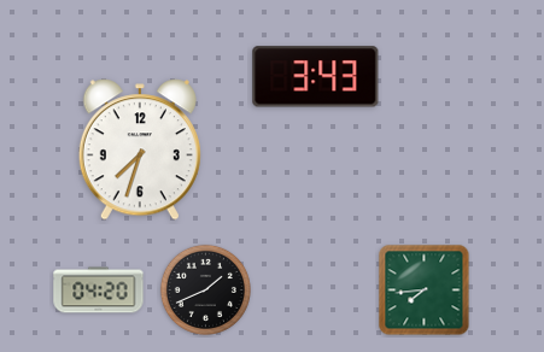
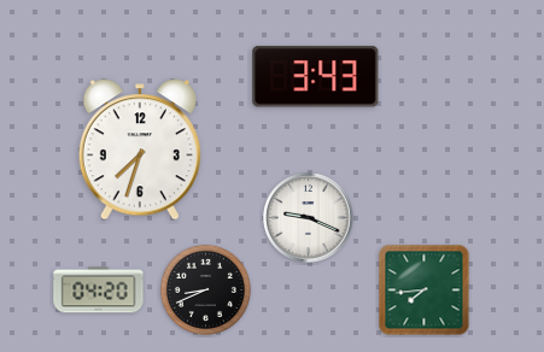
clock at (309, 218): none -> 9:19
clock at (205, 289): 1:41 -> 8:41
